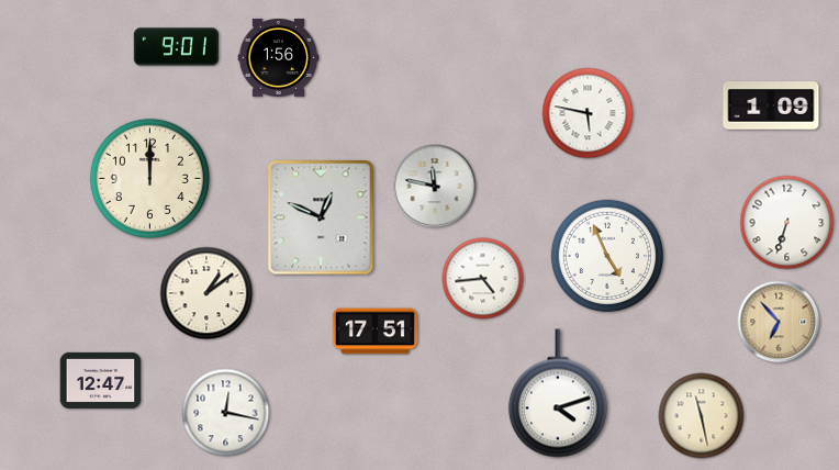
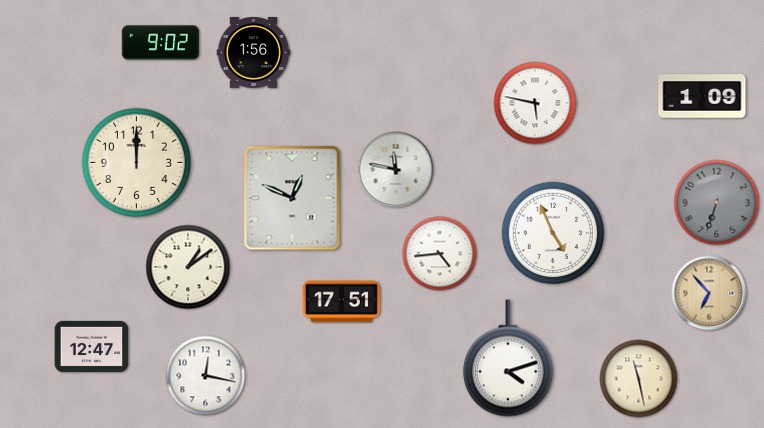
clock at (176, 47): 9:01 -> 9:02
clock at (787, 223) dial: white -> grey
